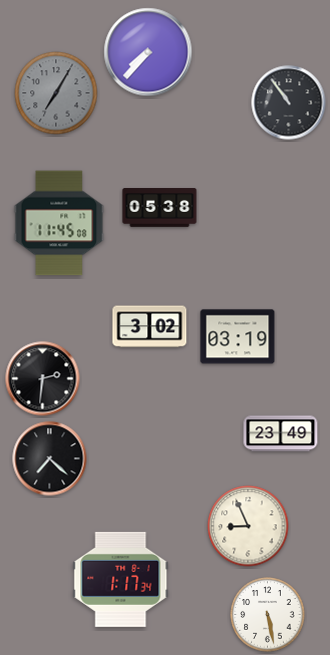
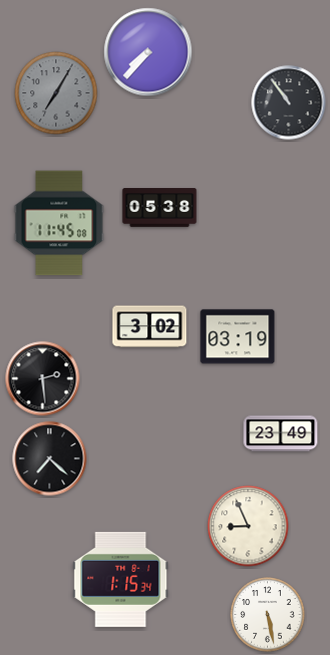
clock at (43, 379): 2:31 -> 2:29
clock at (121, 579): 1:17 -> 1:15
